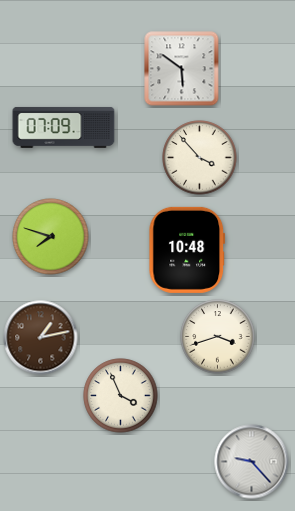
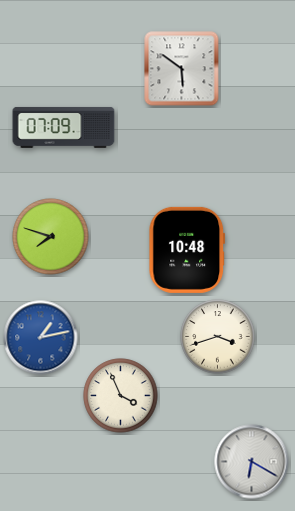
clock at (200, 158): 3:53 -> none
clock at (41, 338) dial: brown -> blue
clock at (252, 462): 9:23 -> 6:20
